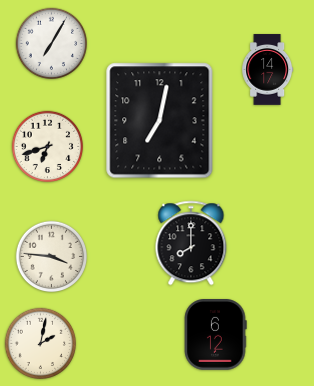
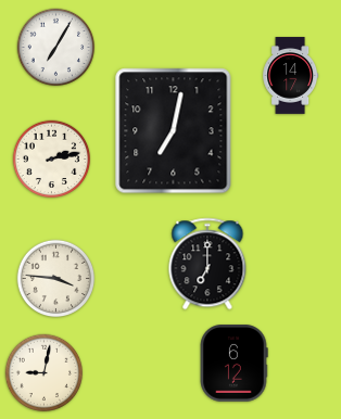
clock at (48, 147): 6:42 -> 2:13
clock at (191, 243): 8:00 -> 7:00
clock at (41, 344): 2:02 -> 9:02
